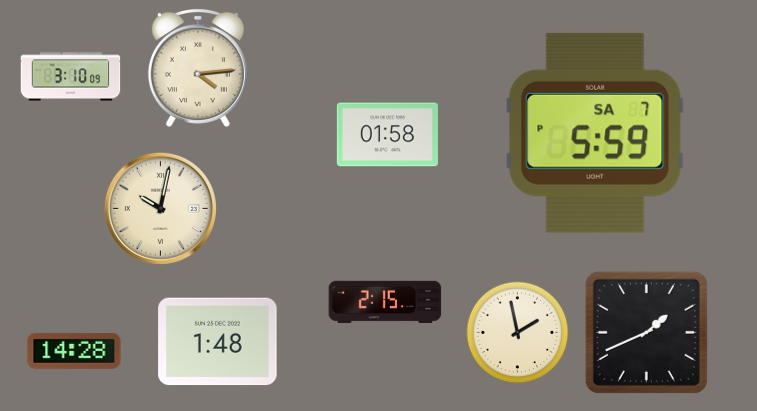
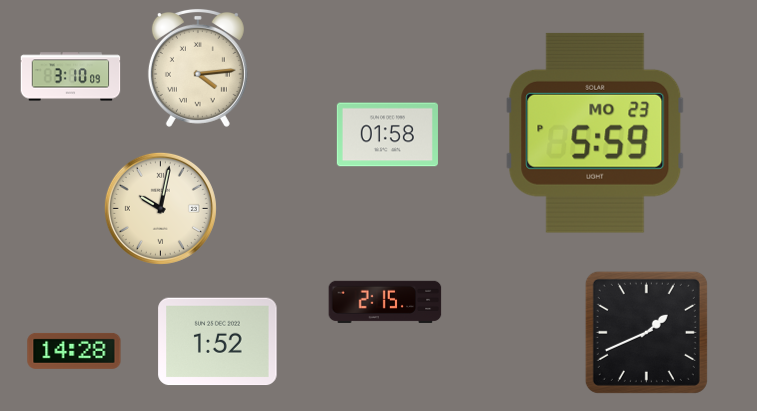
clock at (595, 133) date: SA 7 -> MO 23
clock at (518, 333): 1:58 -> none
clock at (218, 342): 1:48 -> 1:52
